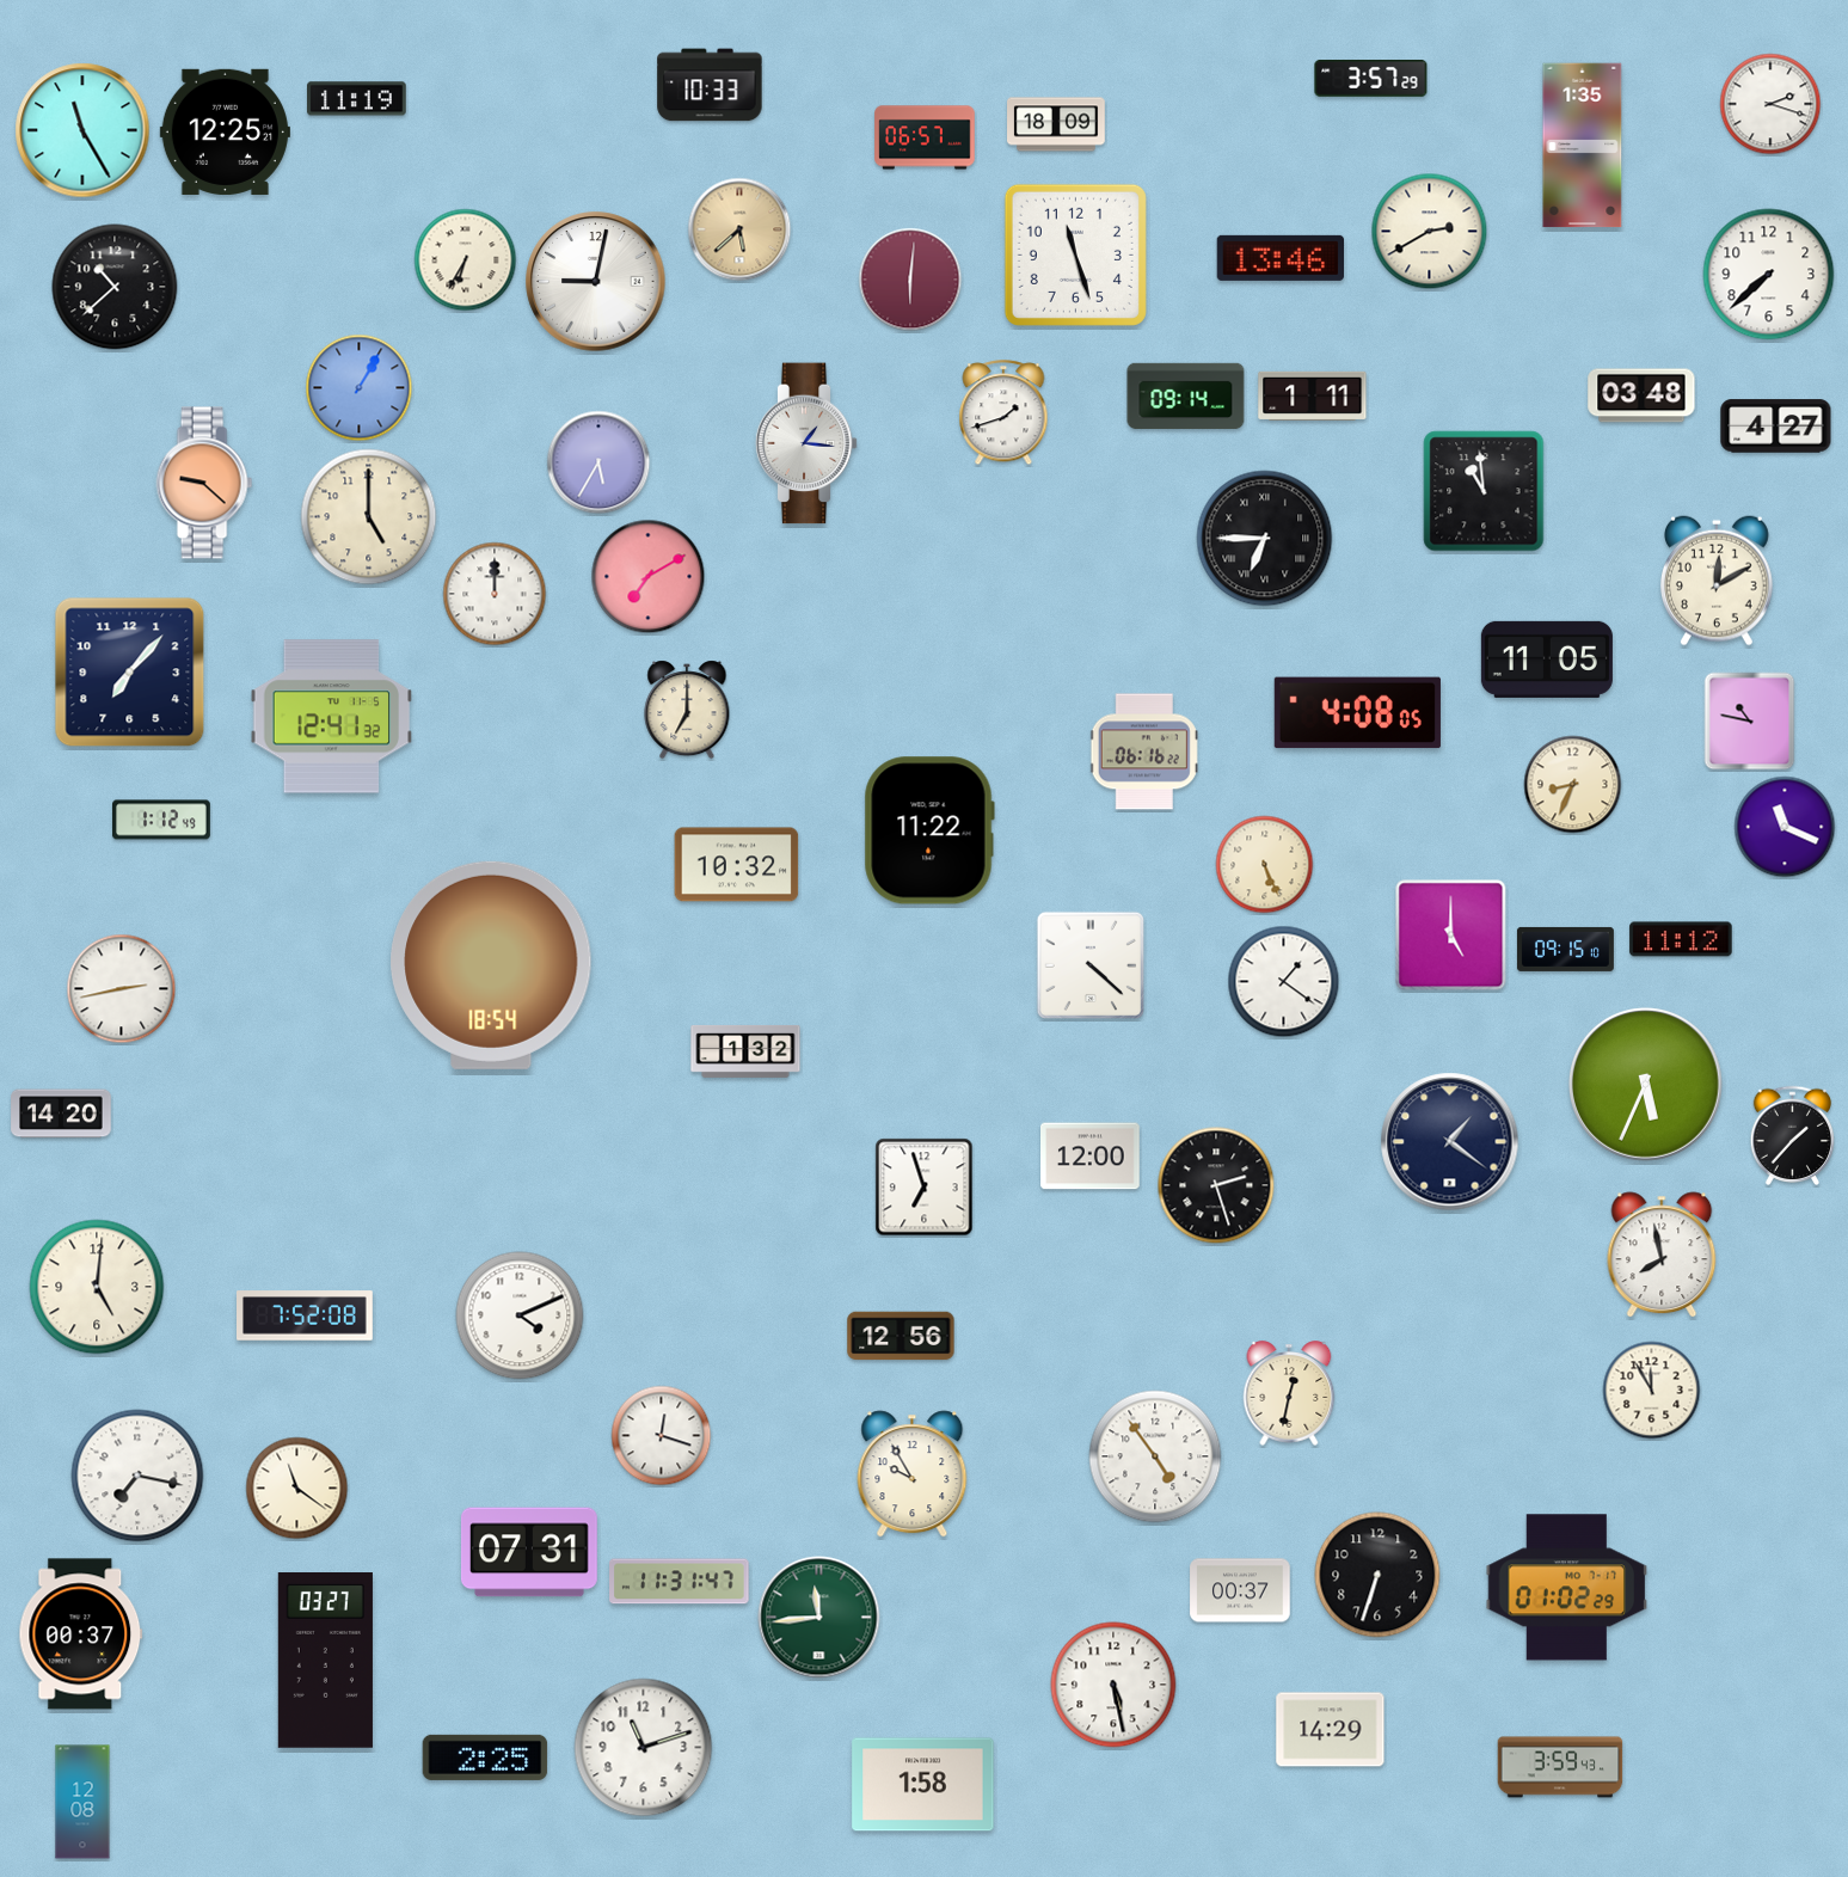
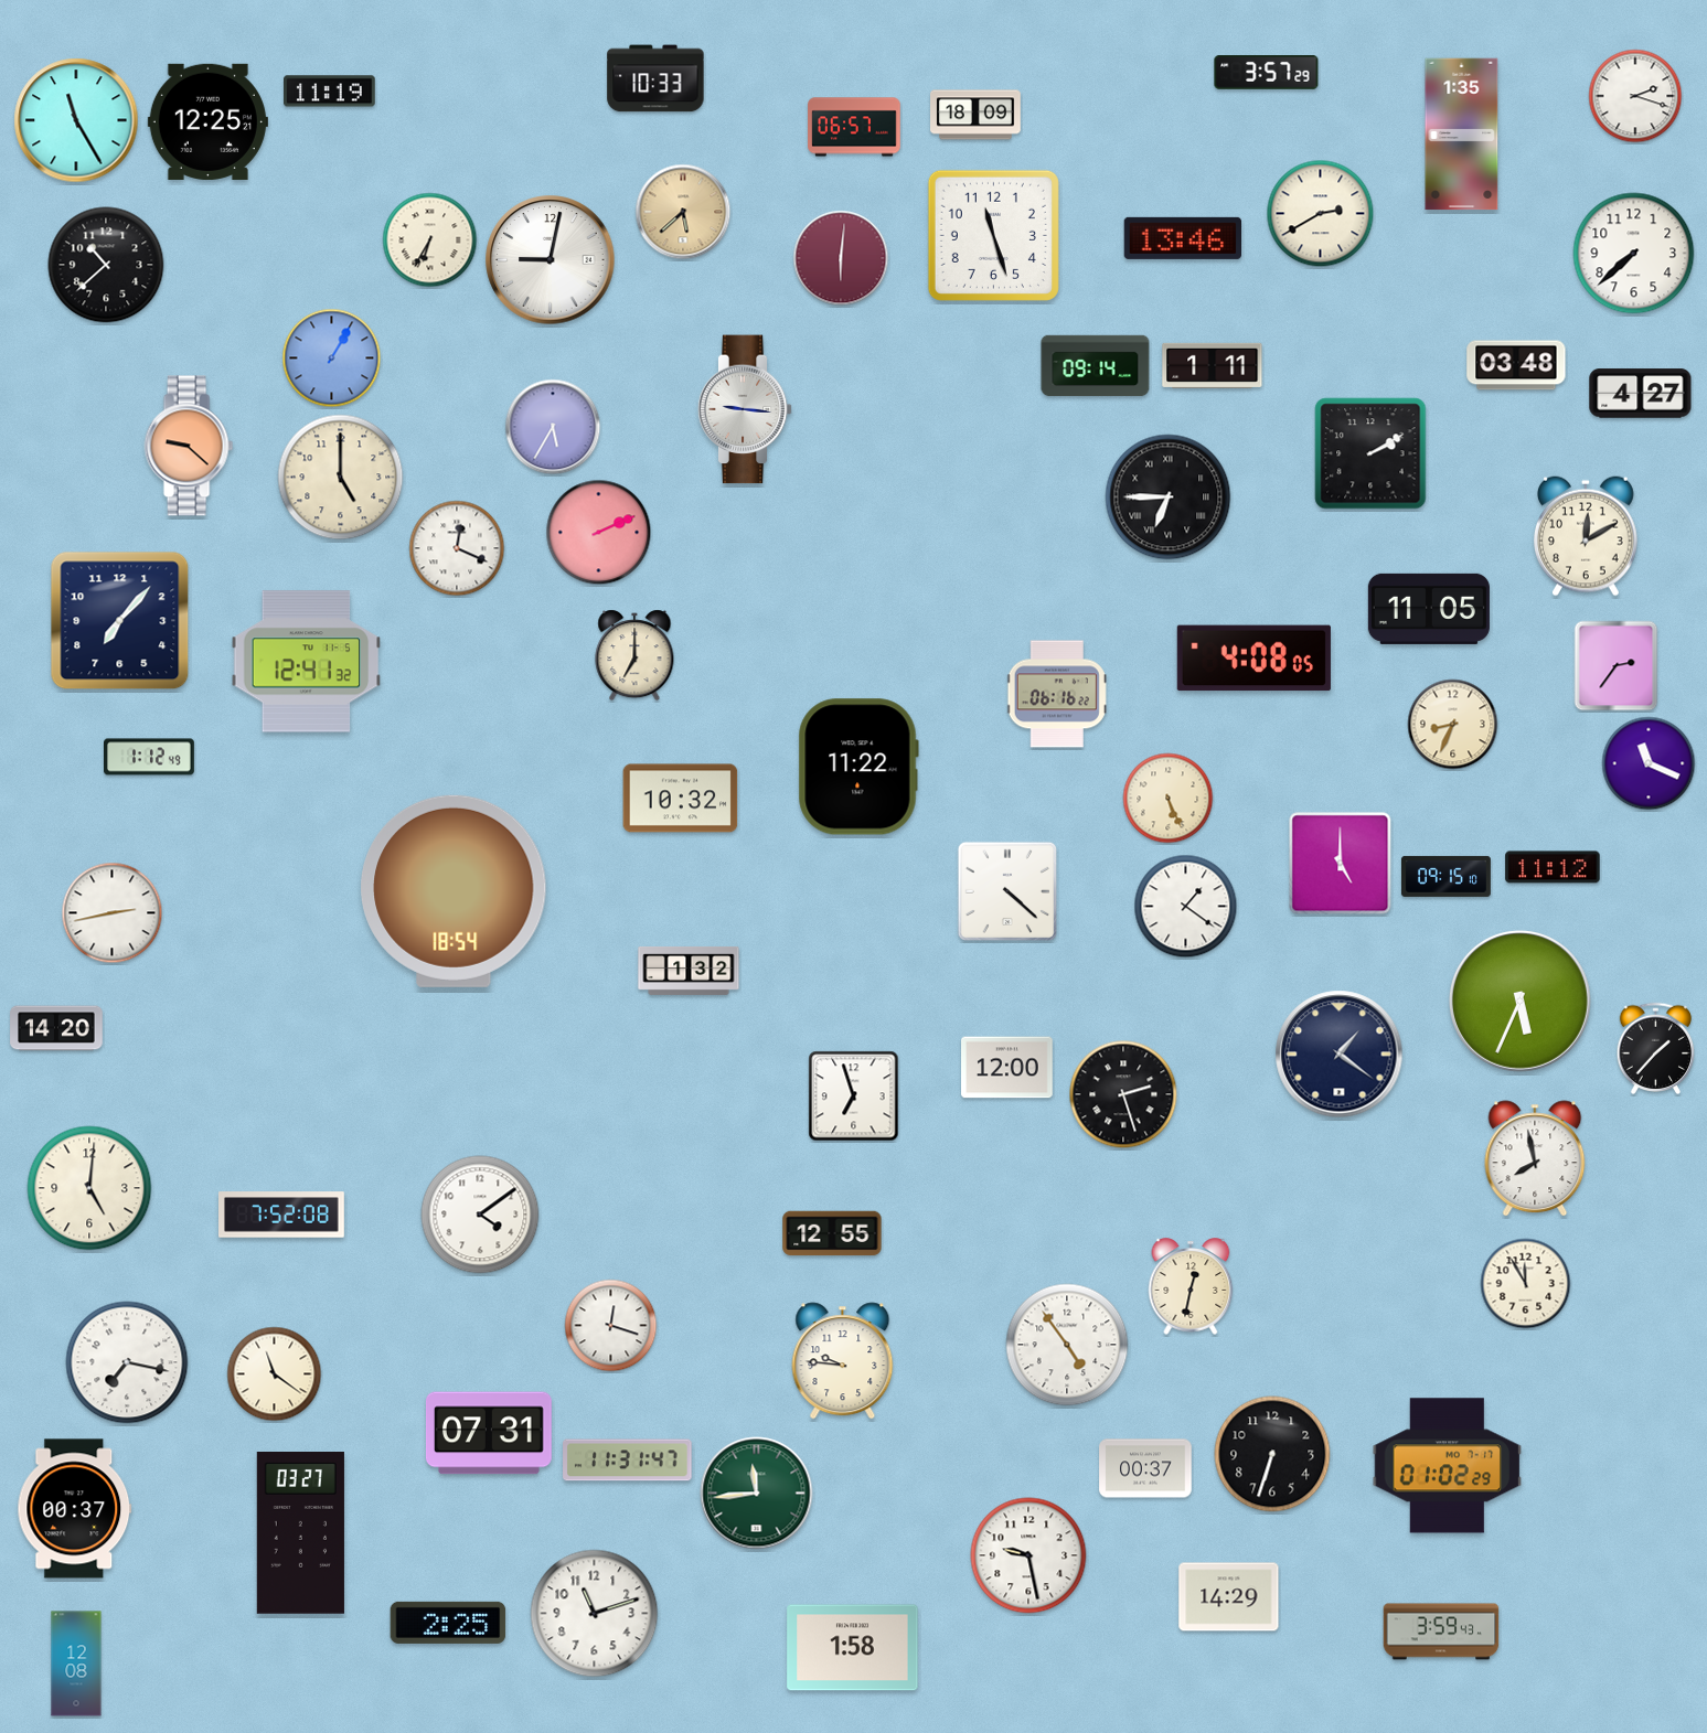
clock at (1003, 413): 1:42 -> none
clock at (806, 443): 1:16 -> 9:16
clock at (1484, 491): 10:59 -> 2:10
clock at (649, 577): 7:10 -> 2:11
clock at (495, 594): 12:00 -> 12:19
clock at (1750, 722): 10:47 -> 2:36
clock at (520, 1315): 4:11 -> 4:09
clock at (901, 1336): 12:56 -> 12:55
clock at (913, 1474): 9:55 -> 9:46
clock at (1113, 1685): 5:28 -> 9:28
